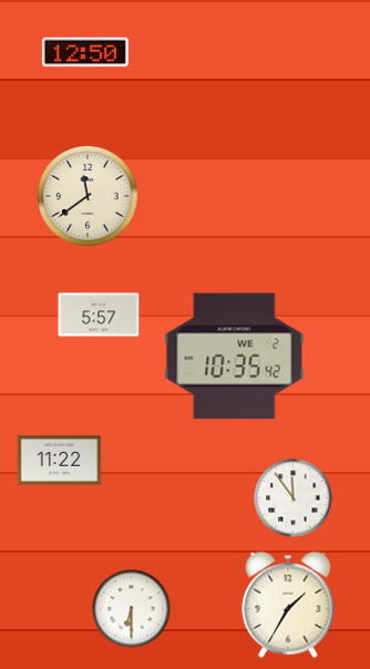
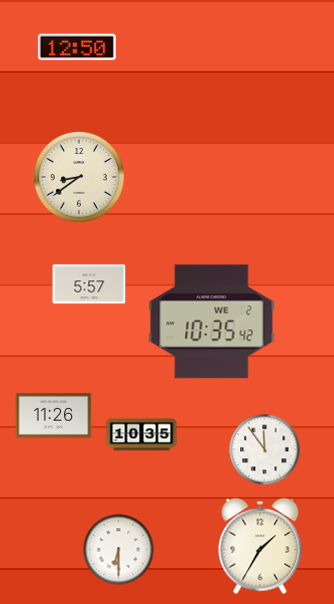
clock at (88, 196): 11:39 -> 8:39
clock at (60, 461): 11:22 -> 11:26
clock at (142, 435): none -> 10:35
